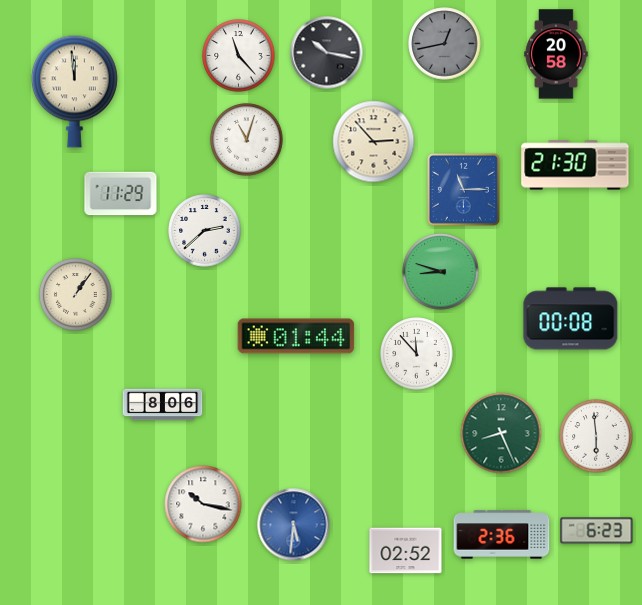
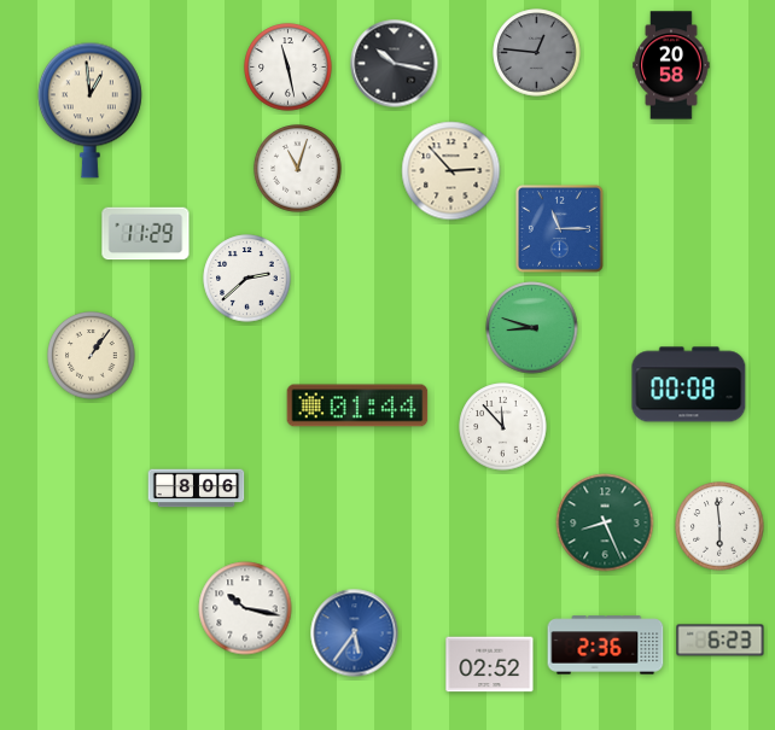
clock at (445, 44): 12:43 -> 12:46
clock at (239, 56): 11:23 -> 11:28
clock at (74, 91): 11:59 -> 12:59
clock at (575, 165): 21:30 -> none
clock at (294, 525): 5:31 -> 5:36
